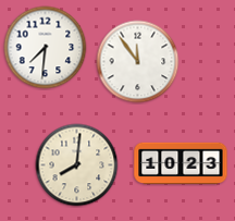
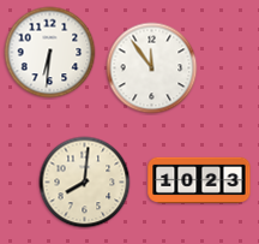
clock at (46, 48): 7:31 -> 6:31
